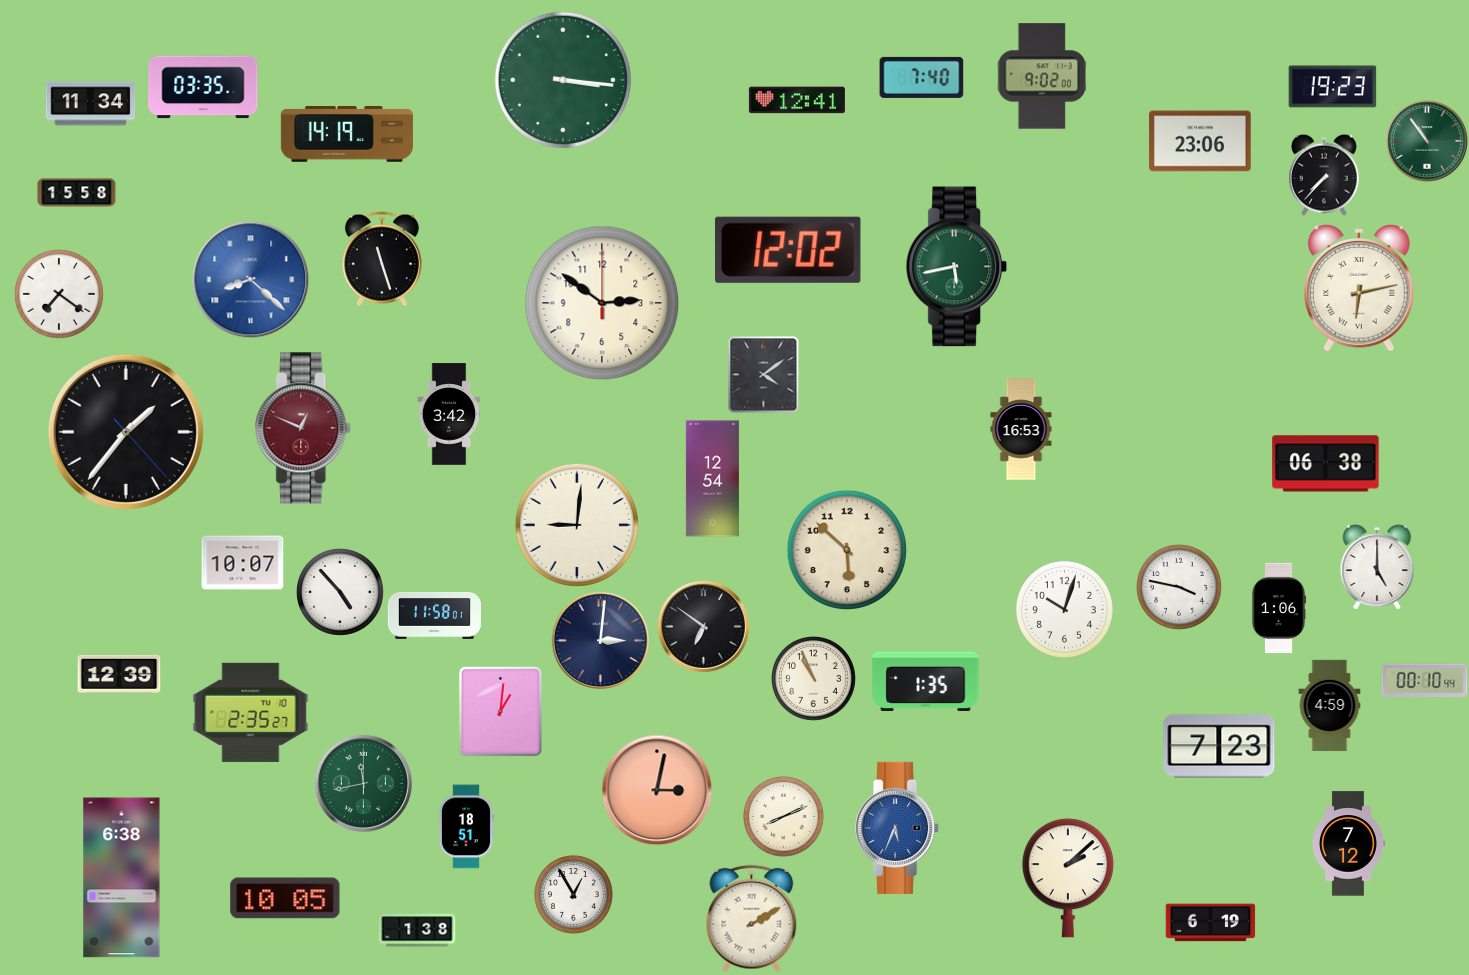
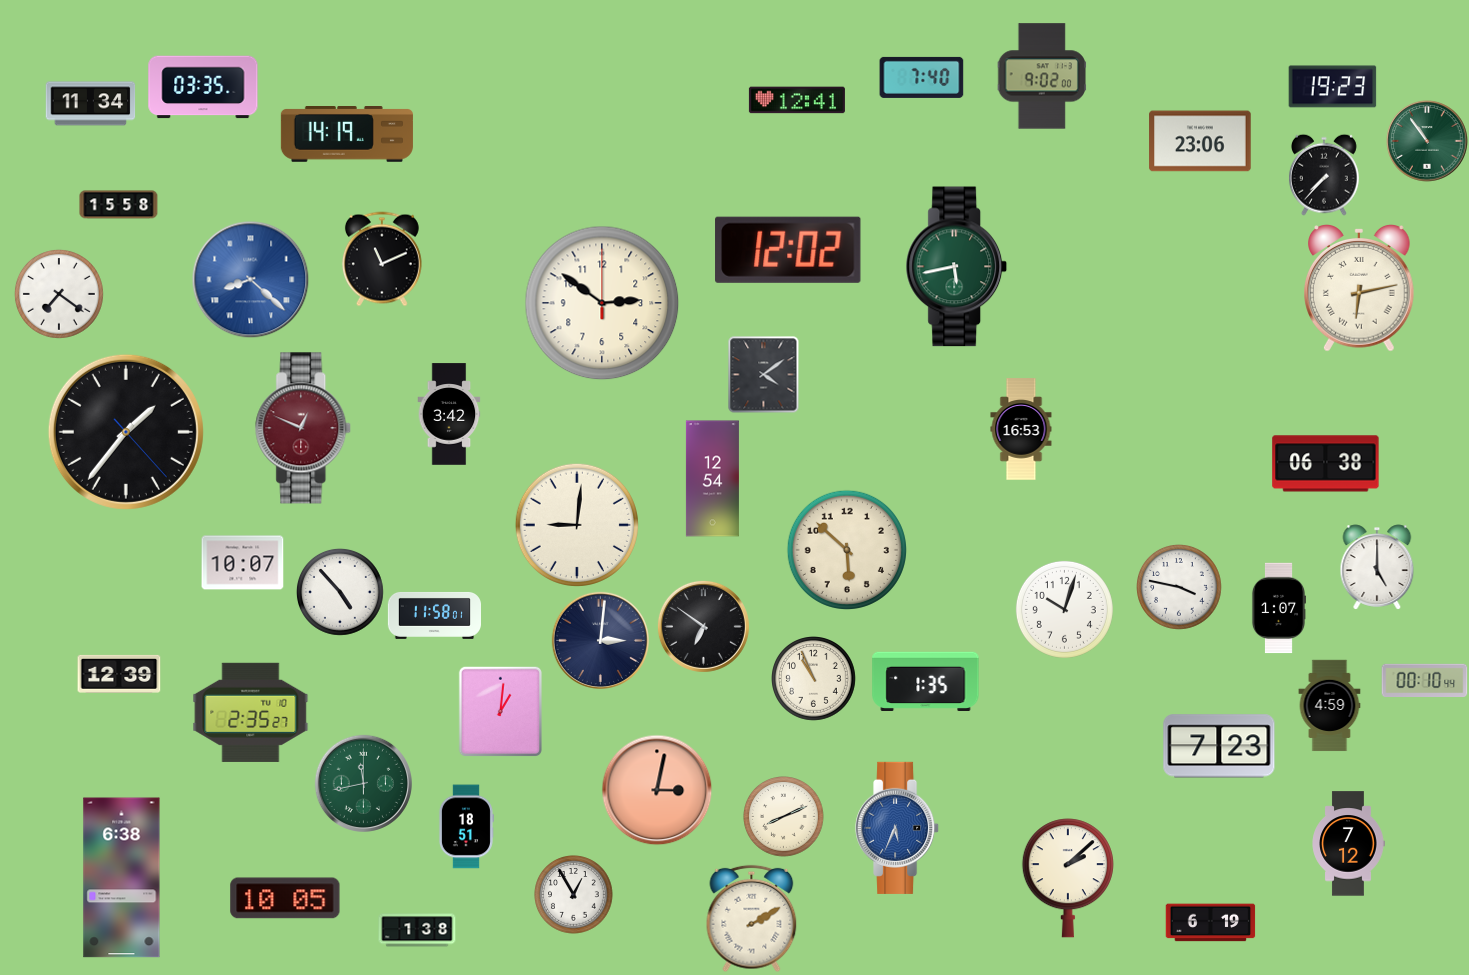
clock at (563, 80): 3:16 -> none
clock at (77, 193) position: (77, 193) -> (119, 205)
clock at (382, 259): 11:27 -> 11:11
clock at (1278, 608): 1:06 -> 1:07
